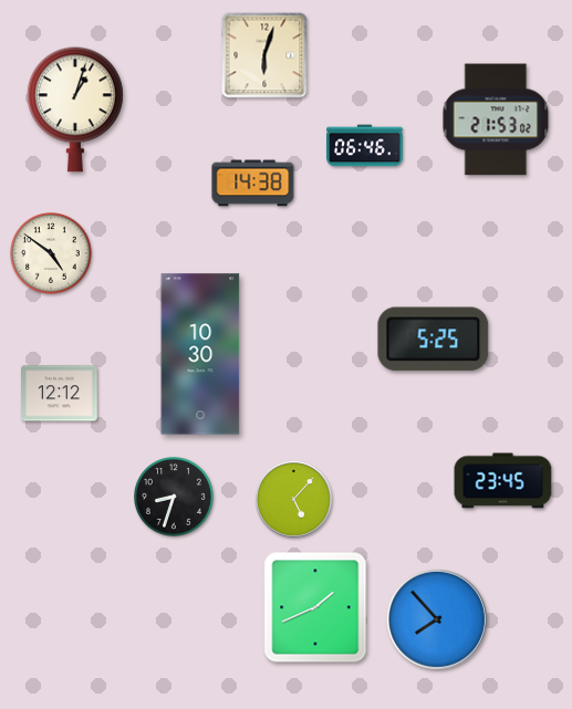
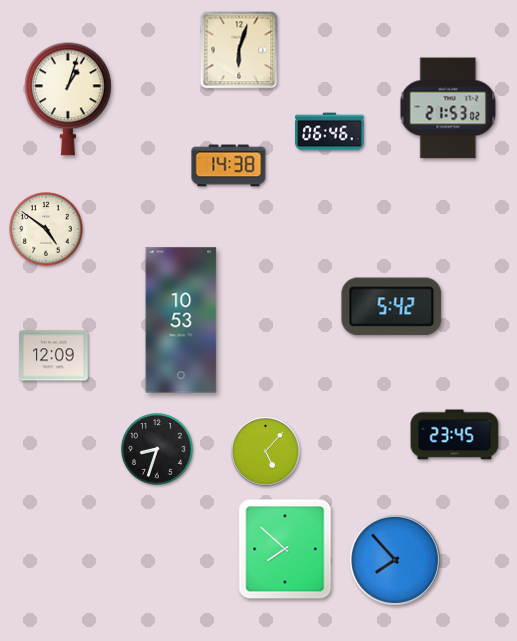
clock at (434, 340): 5:25 -> 5:42
clock at (200, 354): 10:30 -> 10:53
clock at (60, 394): 12:12 -> 12:09
clock at (315, 607): 1:41 -> 7:52
